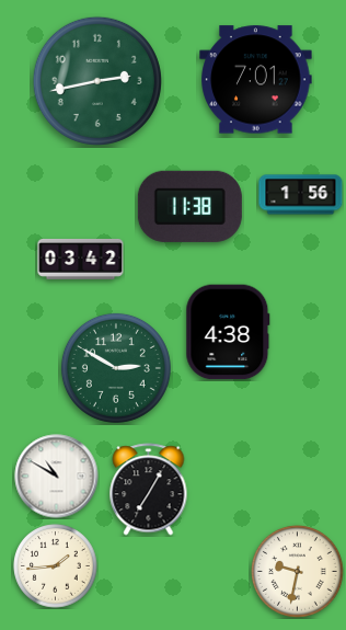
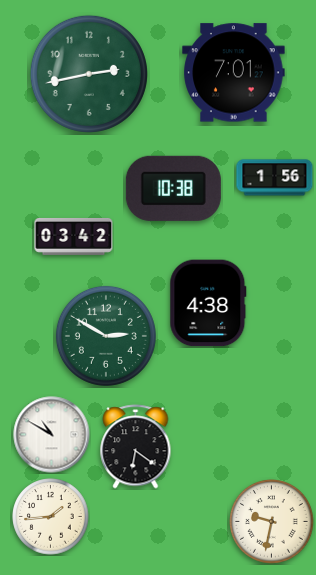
clock at (189, 206): 11:38 -> 10:38
clock at (149, 490): 7:05 -> 6:21
